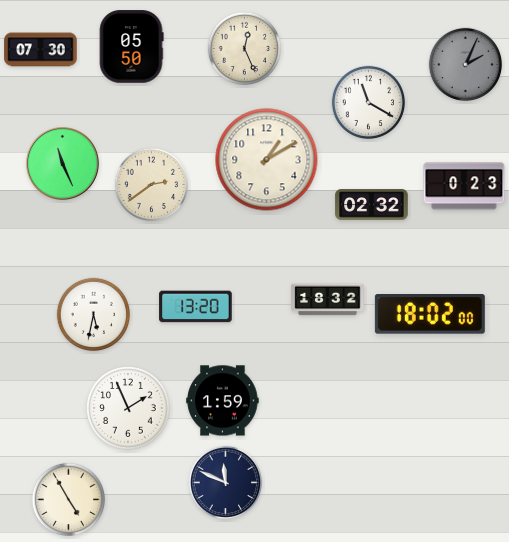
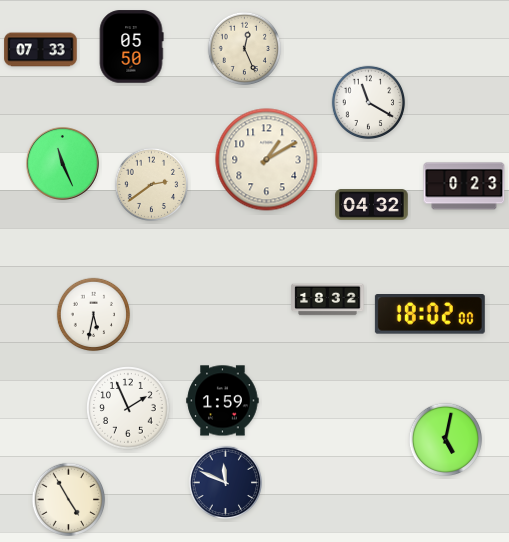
clock at (41, 50): 07:30 -> 07:33
clock at (466, 65): 2:04 -> none
clock at (372, 205): 02:32 -> 04:32
clock at (196, 307): 13:20 -> none
clock at (446, 440): none -> 5:02
